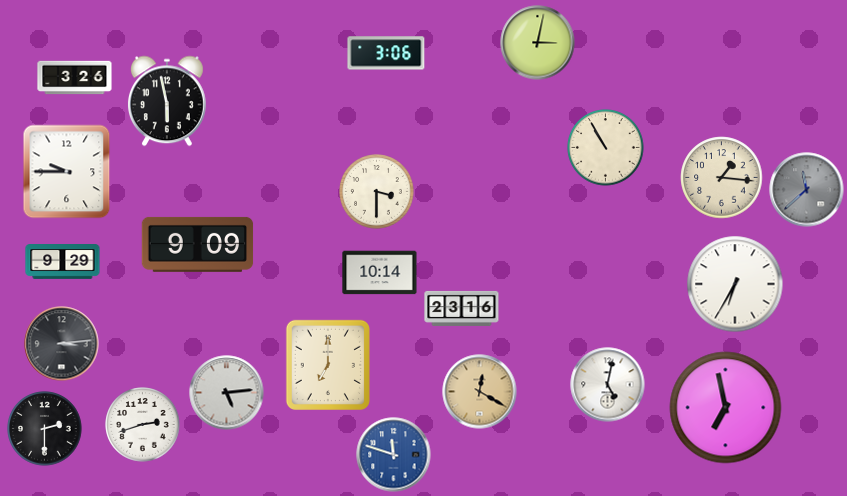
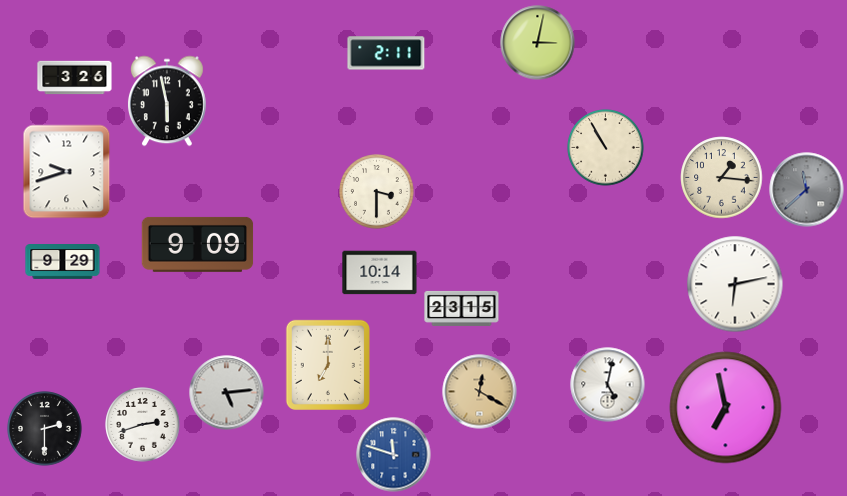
clock at (386, 53): 3:06 -> 2:11
clock at (67, 172): 9:45 -> 9:42
clock at (735, 284): 6:35 -> 6:13
clock at (462, 308): 23:16 -> 23:15
clock at (62, 344): 3:14 -> none
